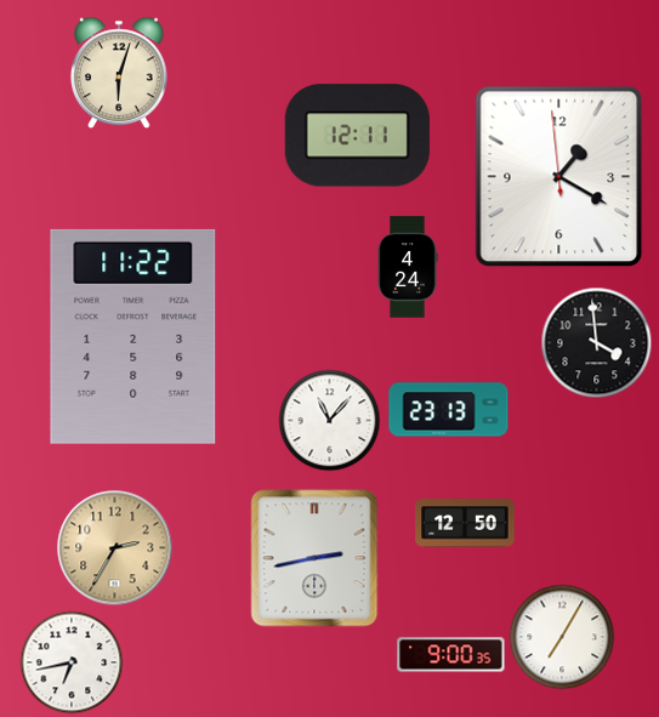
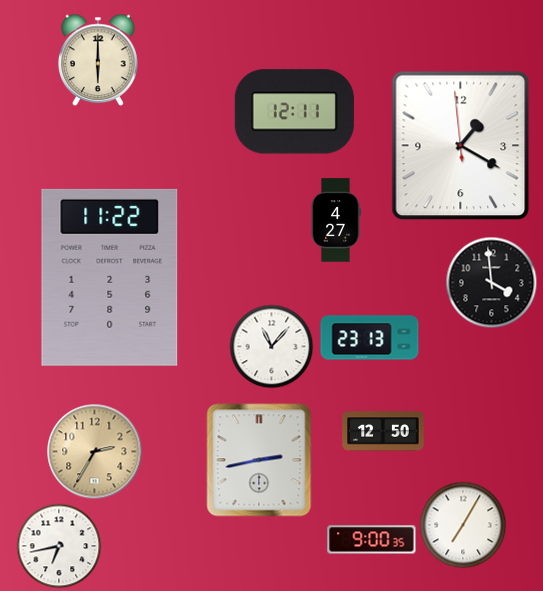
clock at (119, 73): 6:03 -> 6:00
clock at (408, 267): 4:24 -> 4:27
